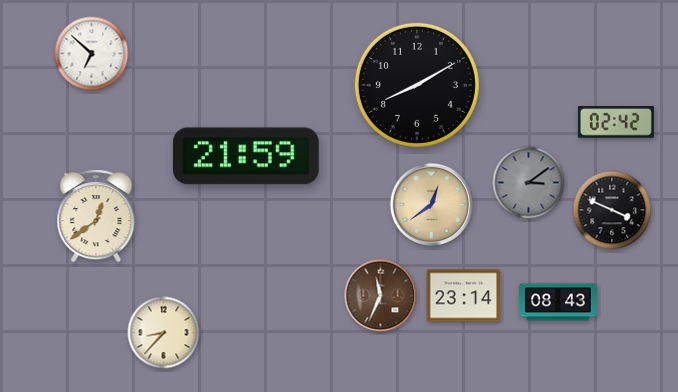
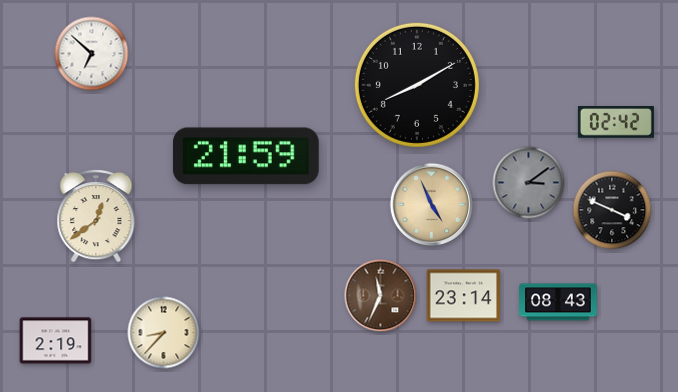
clock at (432, 205): 12:39 -> 4:56
clock at (56, 341): none -> 2:19
